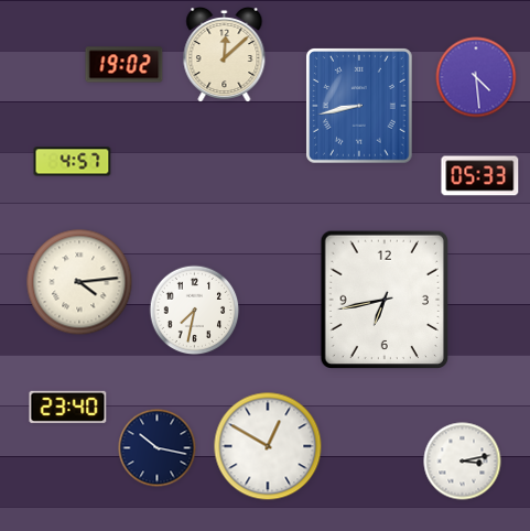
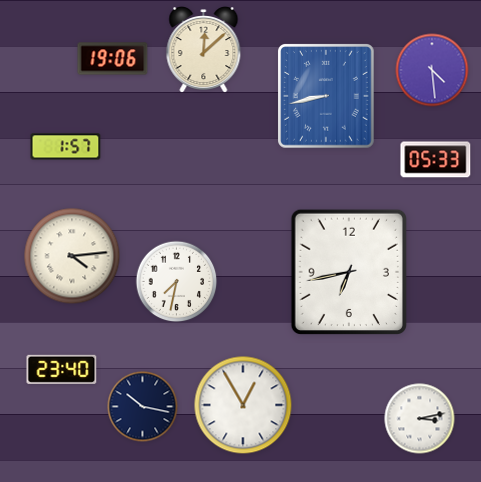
clock at (125, 65): 19:02 -> 19:06
clock at (73, 162): 4:57 -> 1:57
clock at (268, 446): 12:50 -> 12:55
